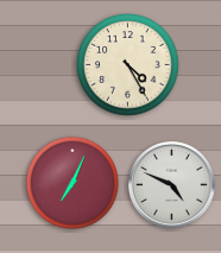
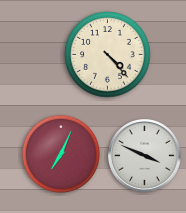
clock at (128, 65): 4:25 -> 4:23
clock at (172, 185): 4:49 -> 3:49
